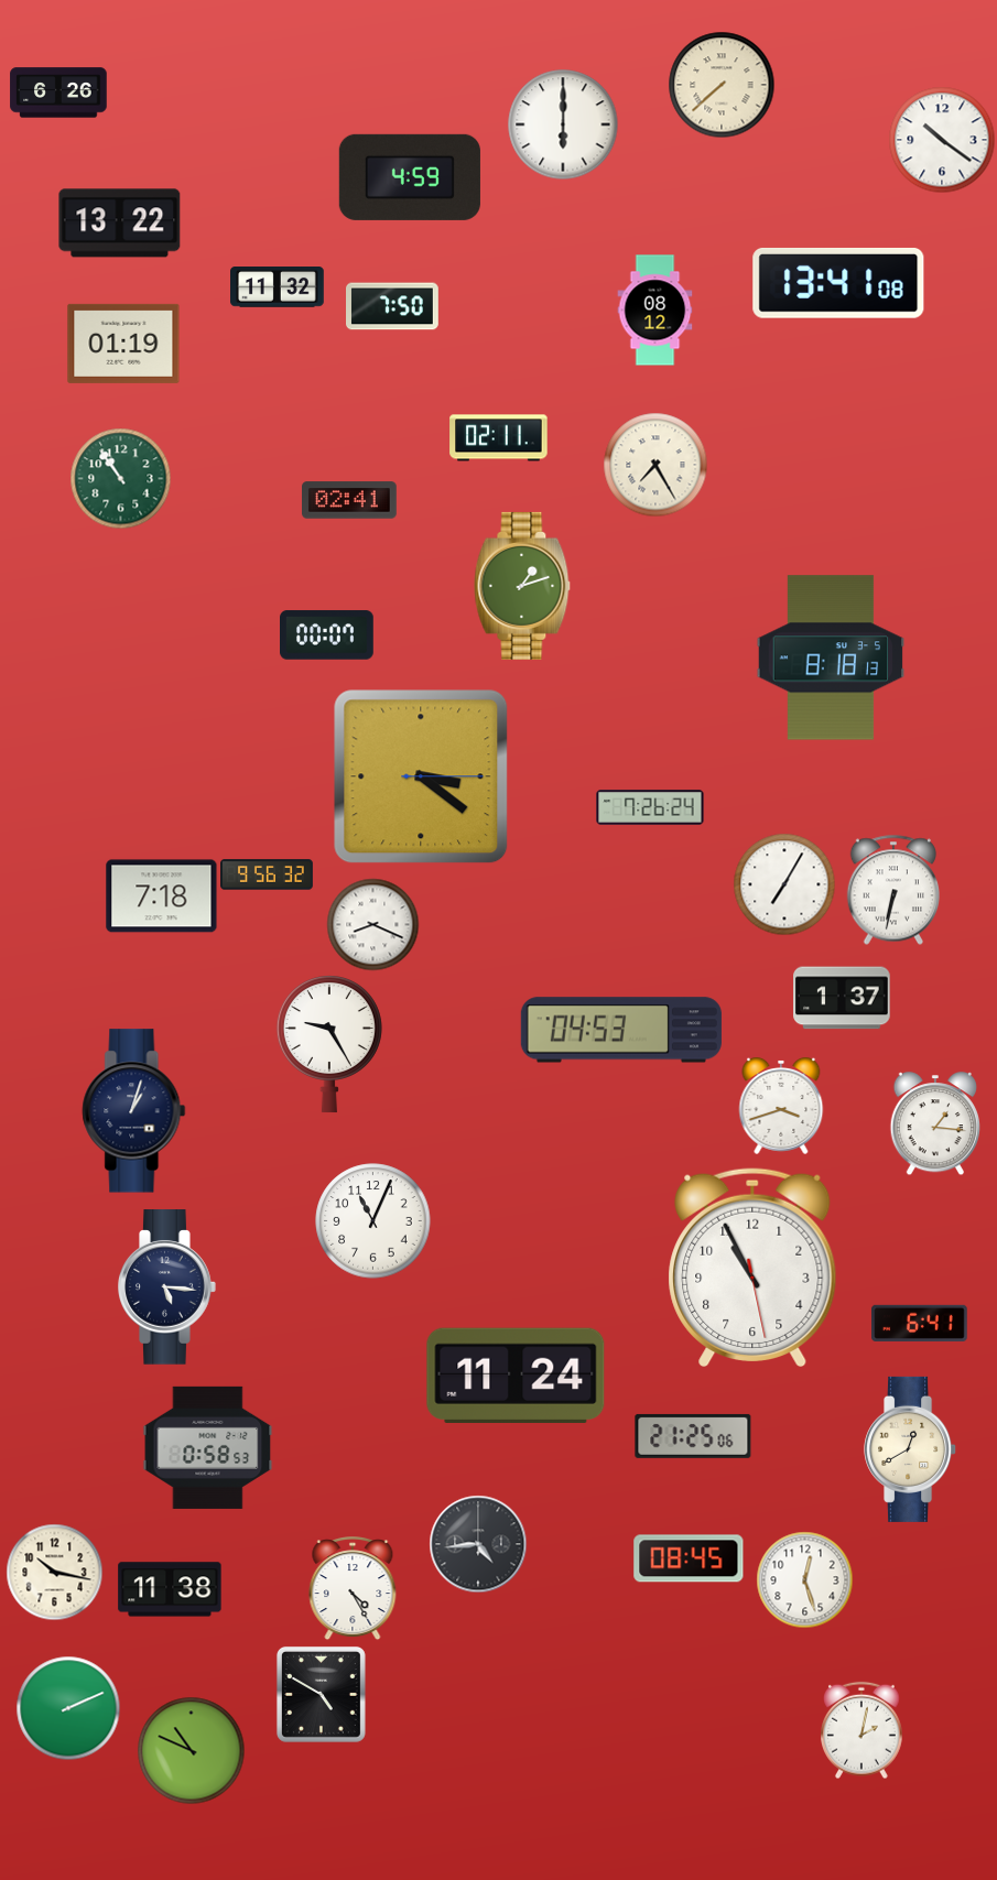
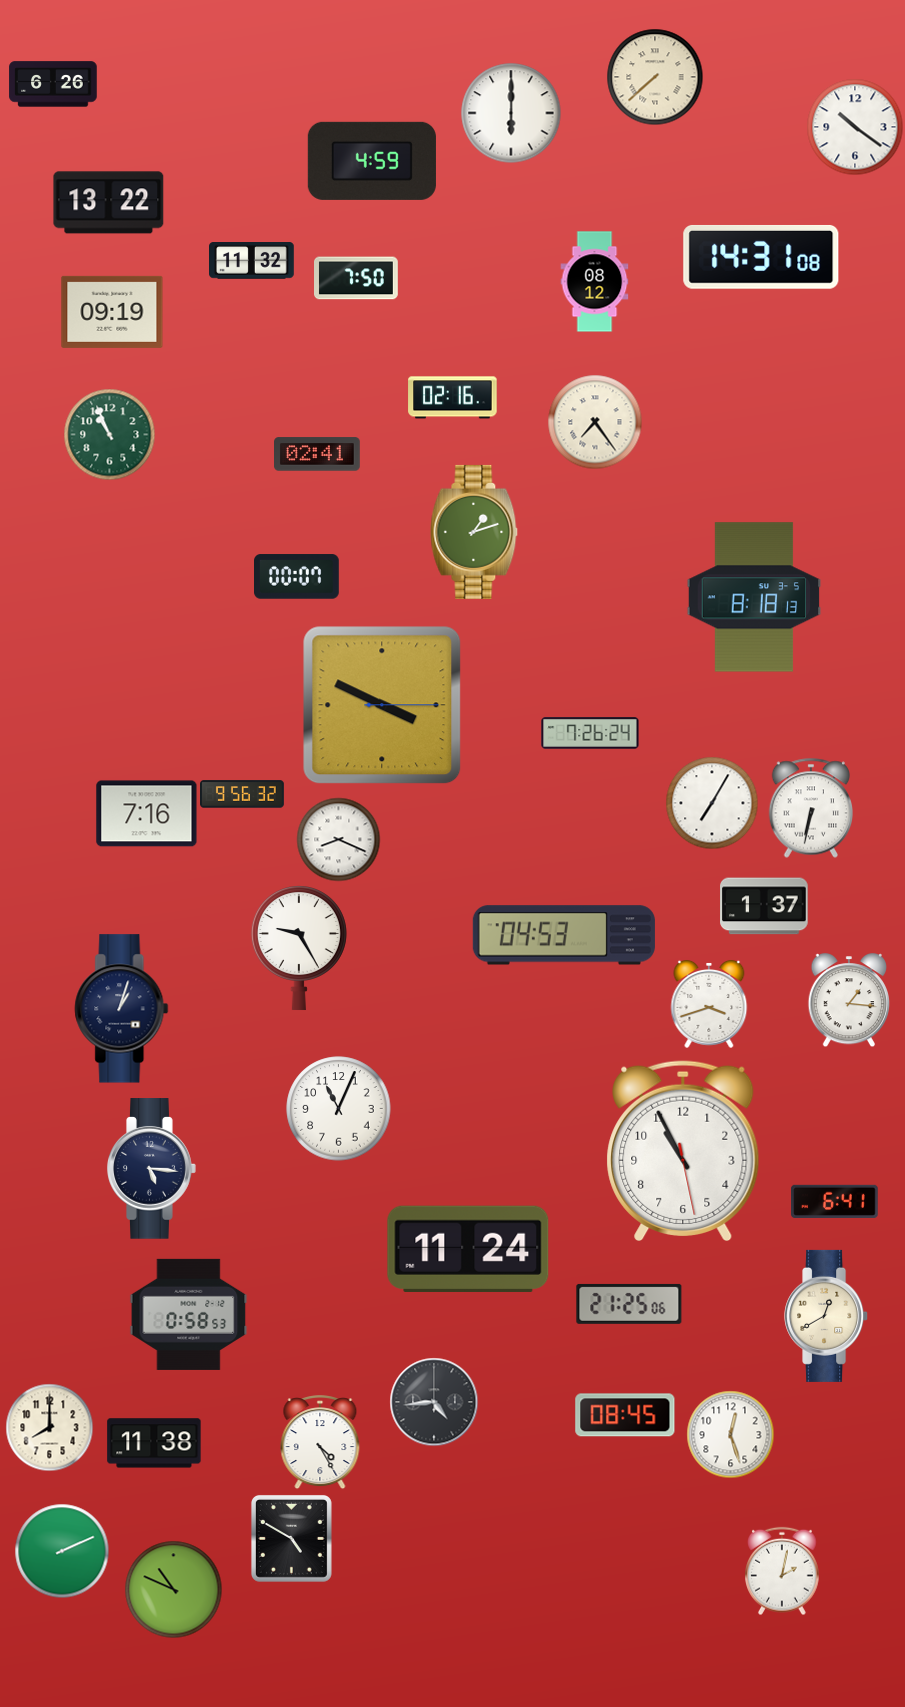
clock at (838, 283): 13:41 -> 14:31
clock at (123, 344): 01:19 -> 09:19
clock at (499, 438): 02:11 -> 02:16
clock at (655, 465): 7:25 -> 7:24
clock at (120, 478): 10:54 -> 10:56
clock at (421, 776): 3:21 -> 3:49
clock at (162, 896): 7:18 -> 7:16
clock at (934, 1123) position: (934, 1123) -> (848, 1000)
clock at (54, 1572): 10:17 -> 8:00
